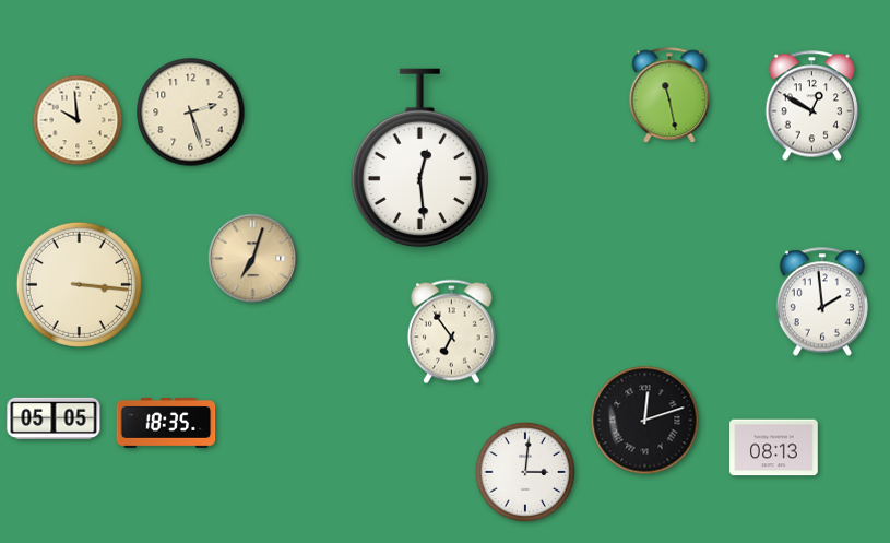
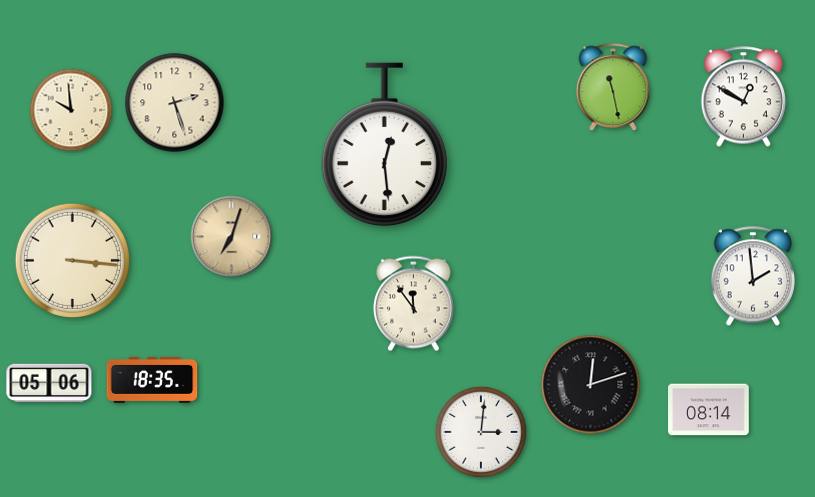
clock at (452, 332): 6:54 -> 11:54
clock at (54, 418): 05:05 -> 05:06
clock at (166, 423) position: (166, 423) -> (152, 380)
clock at (774, 448): 08:13 -> 08:14
